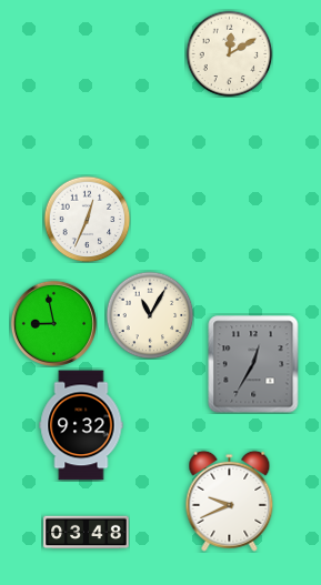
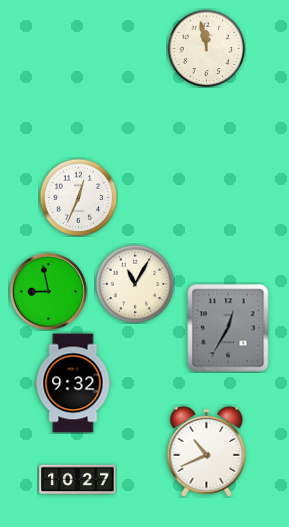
clock at (229, 53): 12:10 -> 11:58
clock at (230, 501): 9:41 -> 10:41
clock at (87, 533): 03:48 -> 10:27
